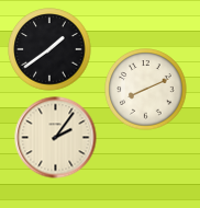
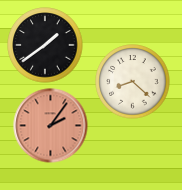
clock at (146, 90): 8:11 -> 8:22
clock at (56, 138) dial: cream -> salmon
